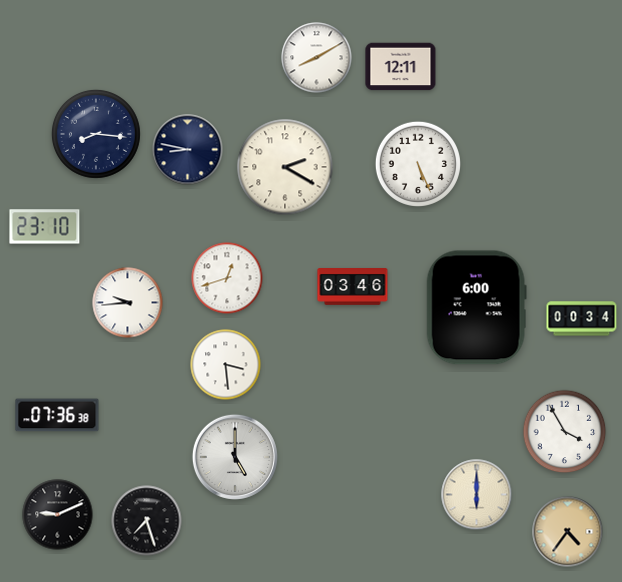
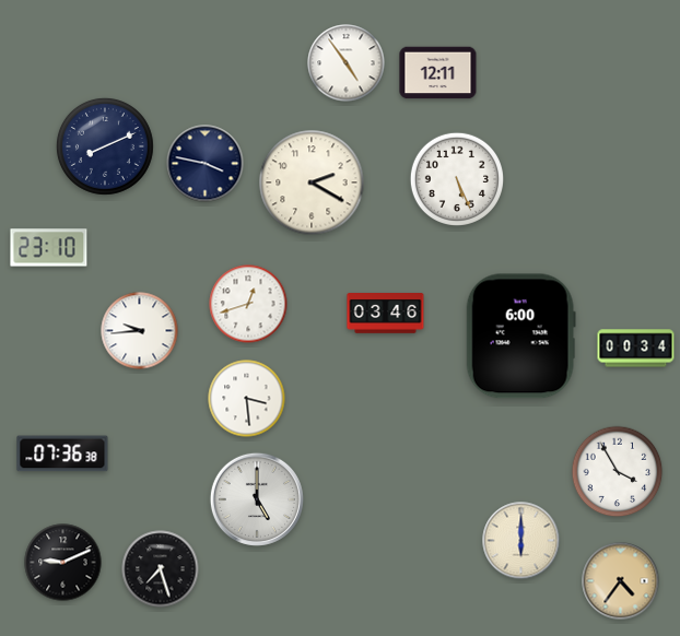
clock at (317, 58): 8:10 -> 4:54
clock at (96, 134): 8:16 -> 8:11
clock at (188, 150): 8:47 -> 3:47
